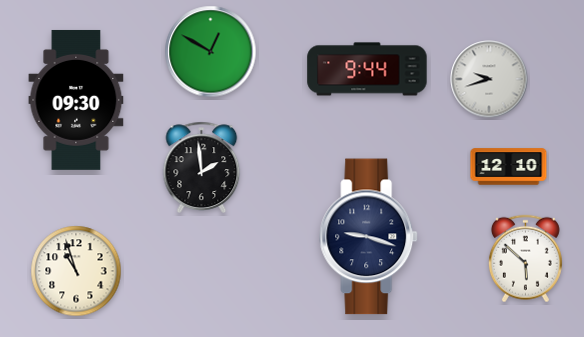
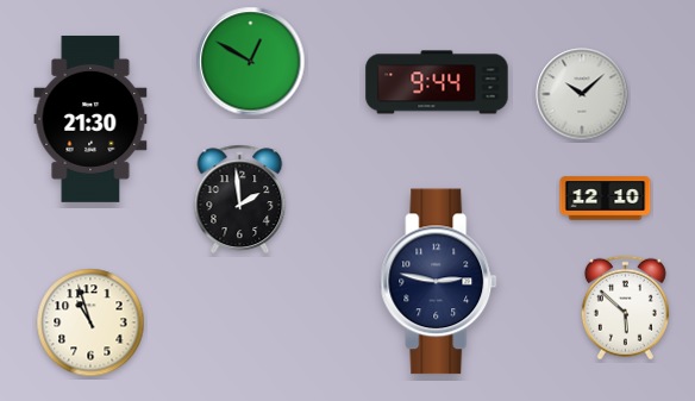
clock at (489, 79): 9:42 -> 10:08
clock at (76, 100): 09:30 -> 21:30
clock at (369, 237): 9:18 -> 2:47
